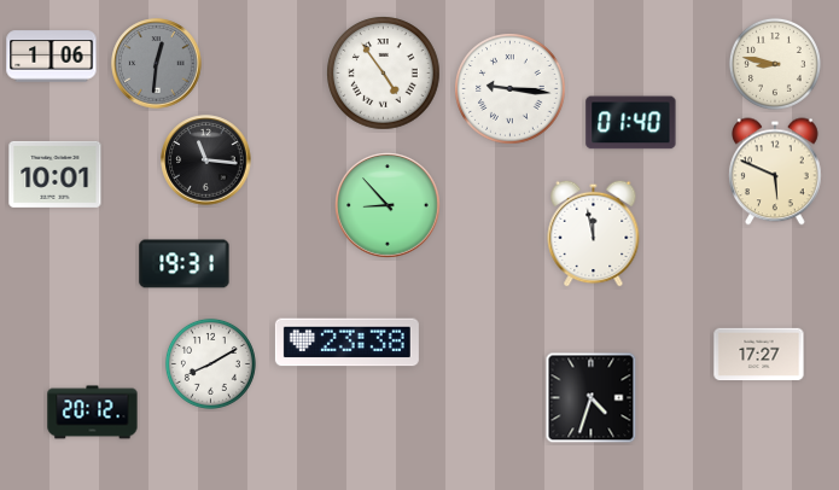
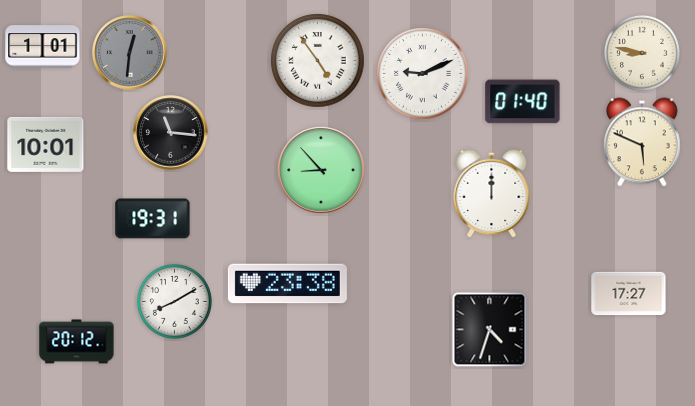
clock at (52, 57): 1:06 -> 1:01
clock at (511, 89): 9:16 -> 9:11
clock at (594, 233): 11:58 -> 12:00
